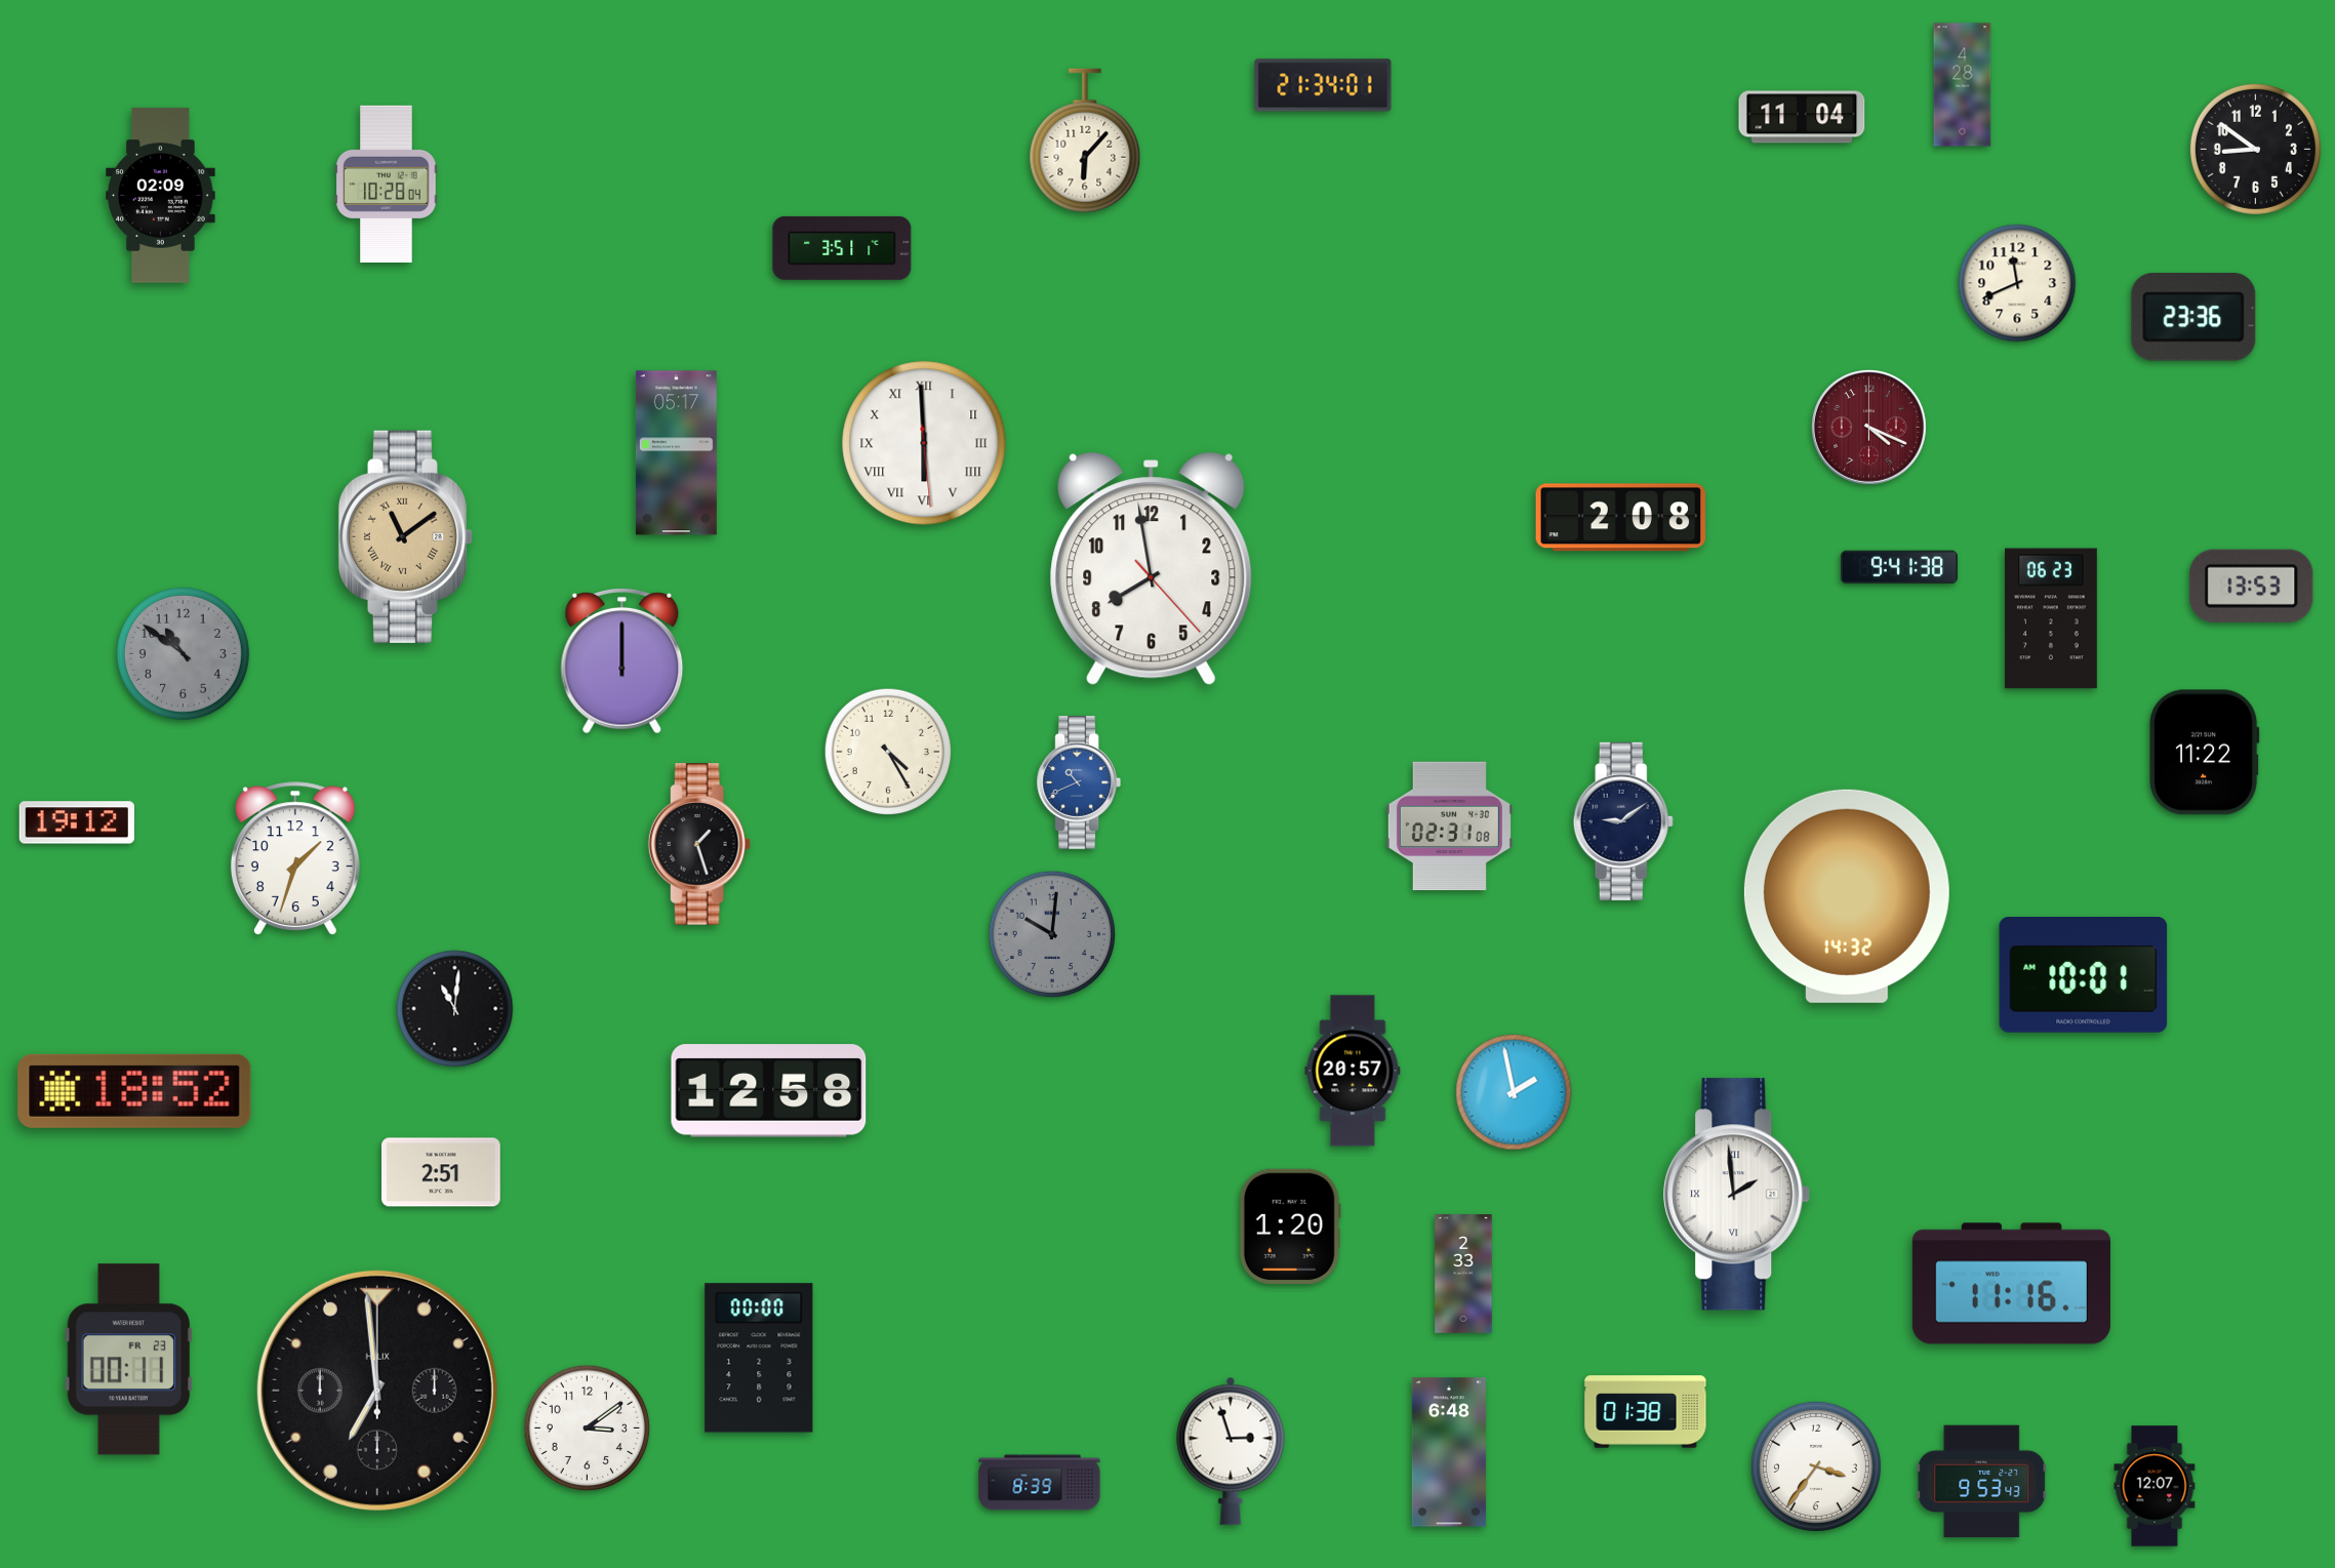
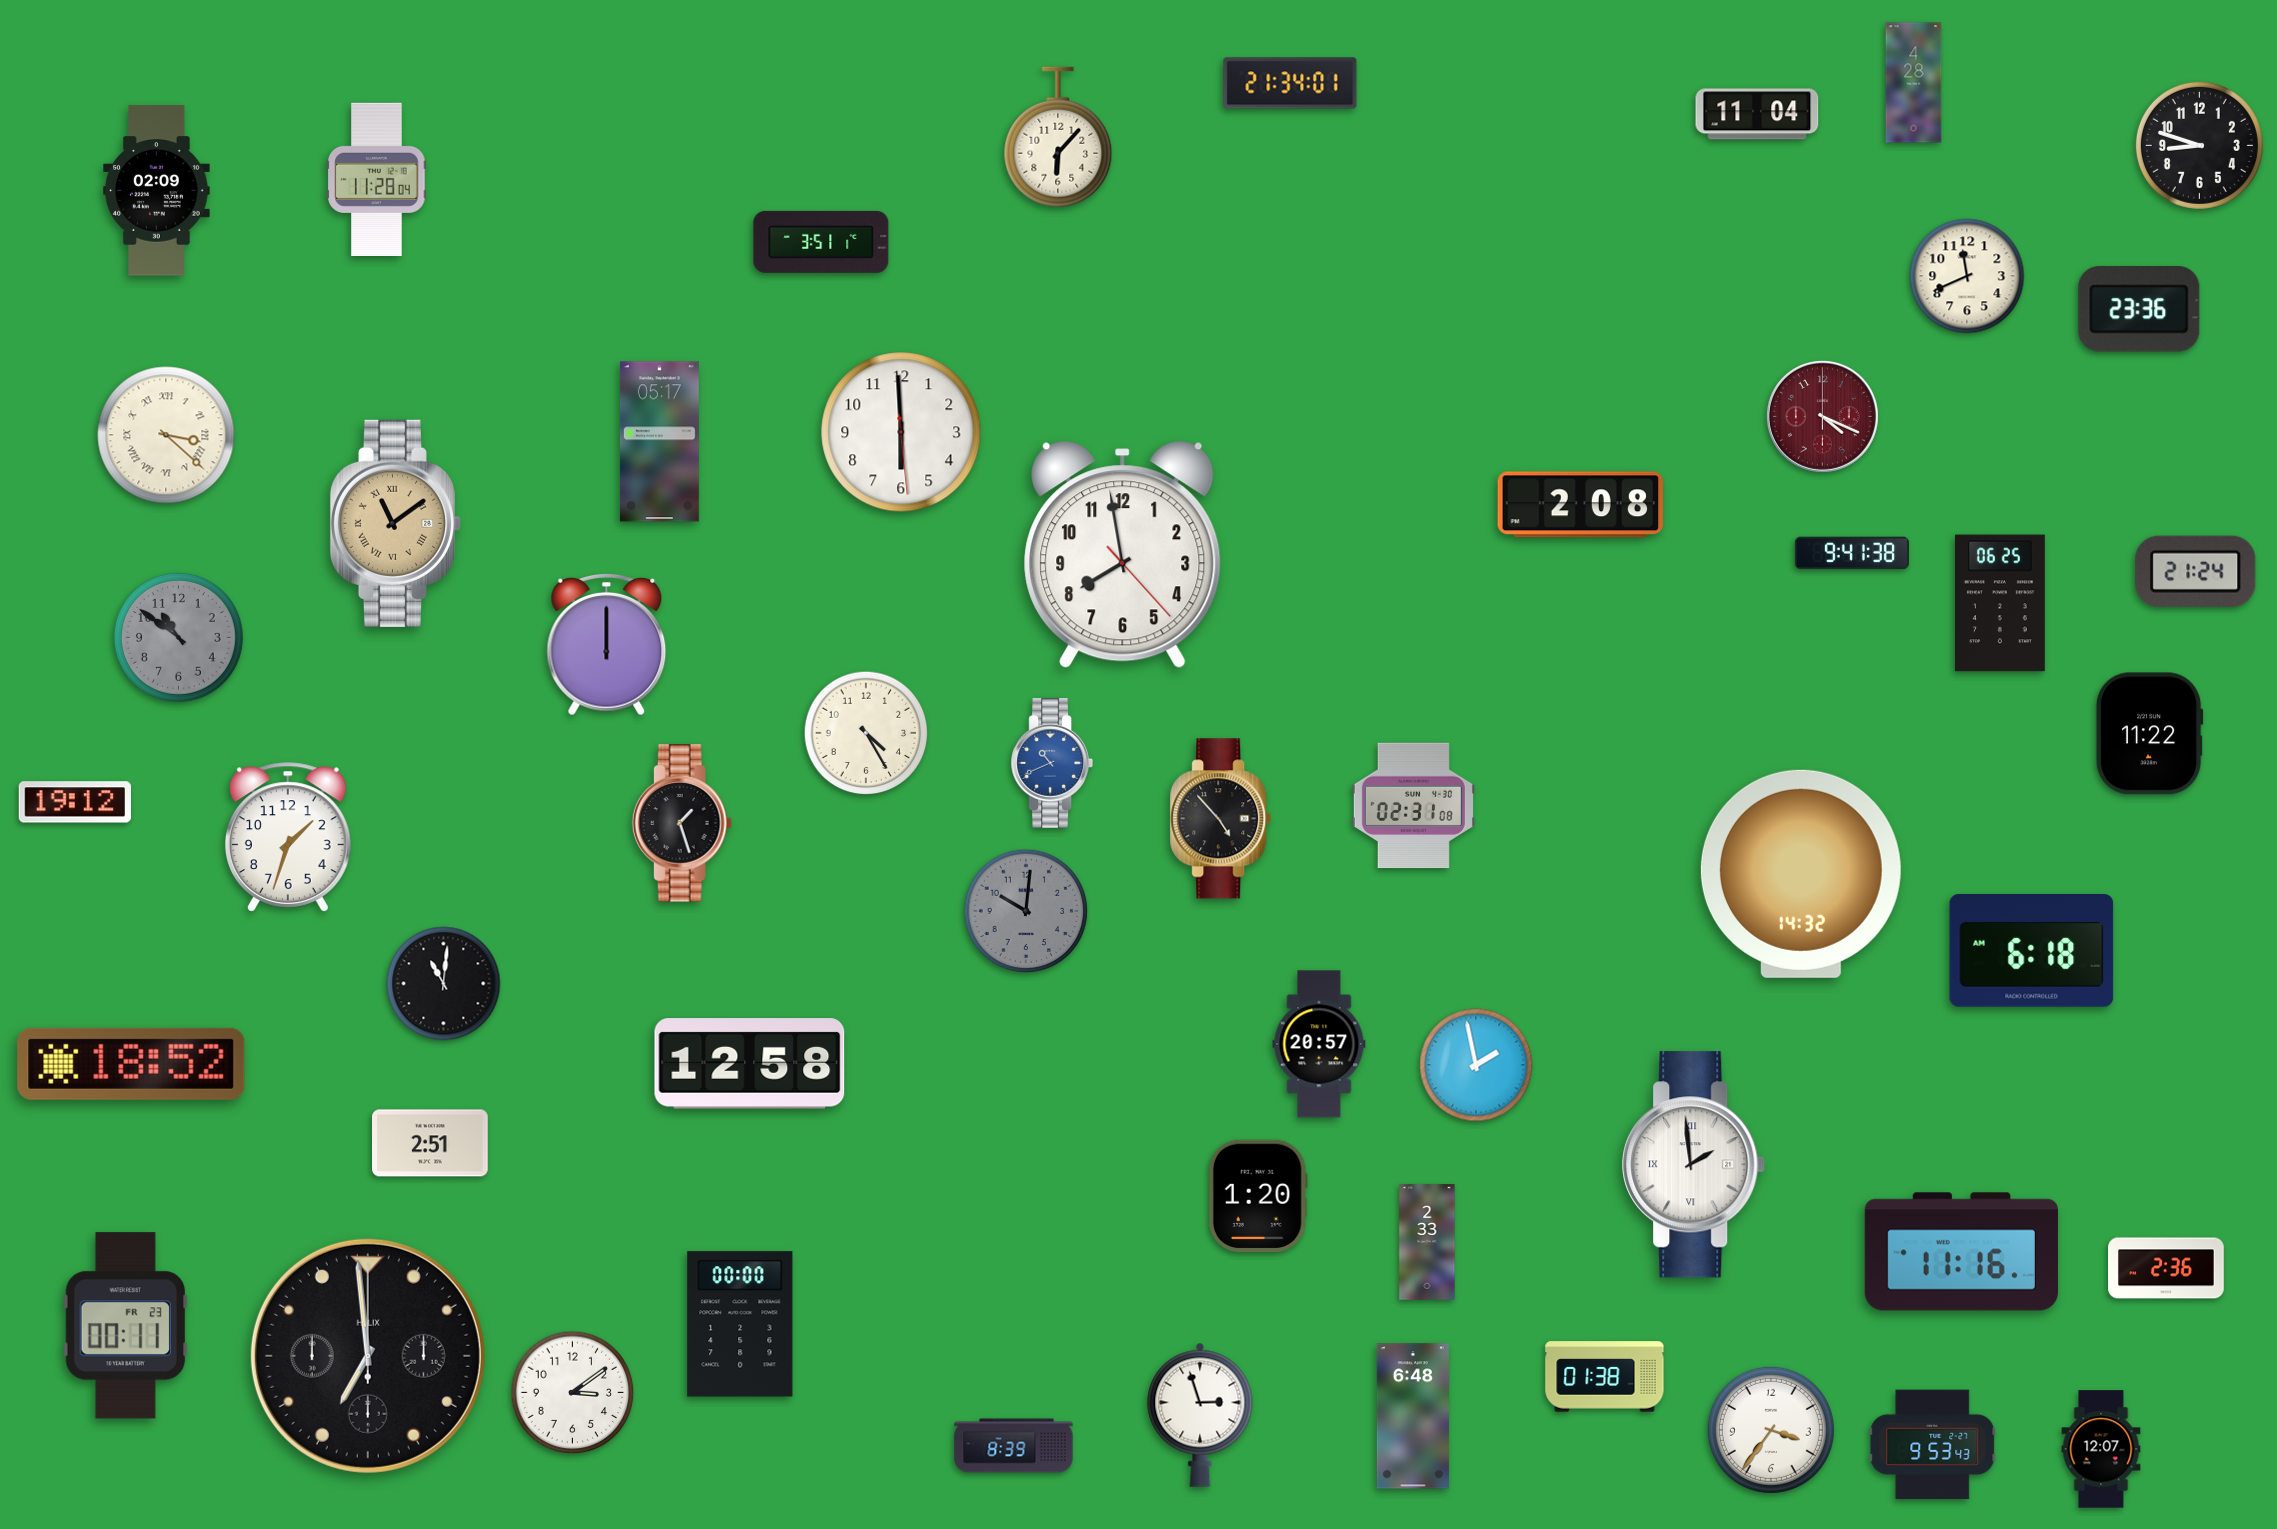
clock at (2255, 149): 8:51 -> 8:48
clock at (387, 184): 10:28 -> 11:28
clock at (924, 443) numerals: Roman -> Arabic
clock at (166, 435): none -> 3:22
clock at (2252, 586): 13:53 -> 21:24
clock at (2051, 618): 06:23 -> 06:25
clock at (1623, 821): 9:09 -> none
clock at (1221, 819): none -> 4:53
clock at (2084, 975): 10:01 -> 6:18
clock at (2166, 1268): none -> 2:36
